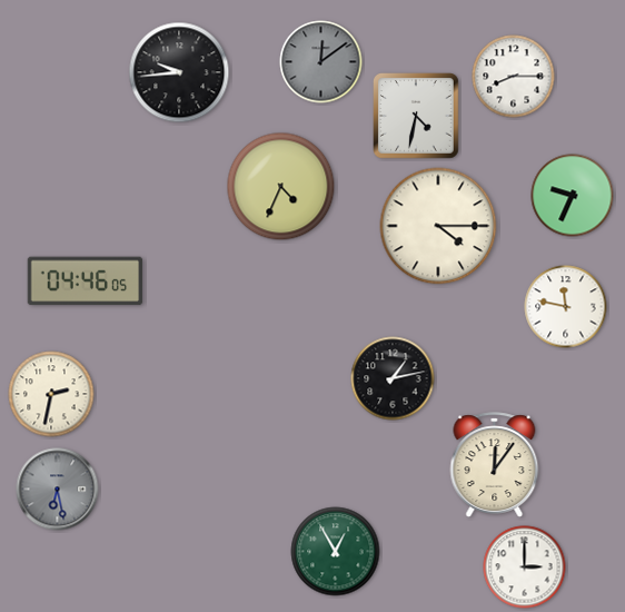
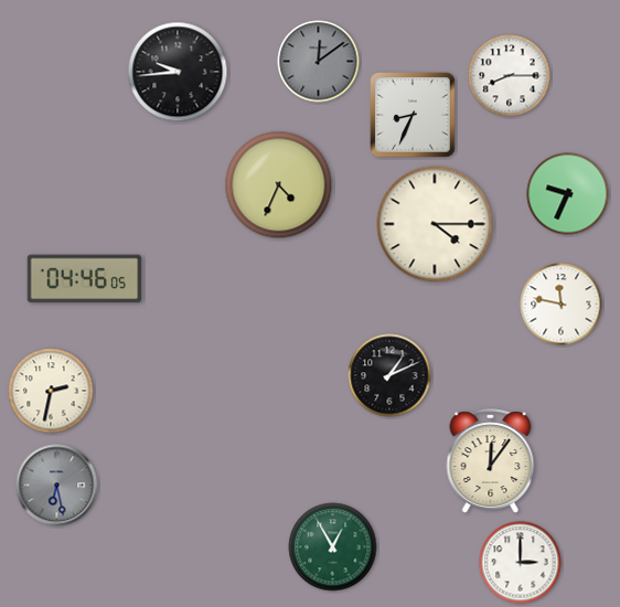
clock at (416, 116): 4:32 -> 8:34
clock at (393, 378): 1:13 -> 1:11
